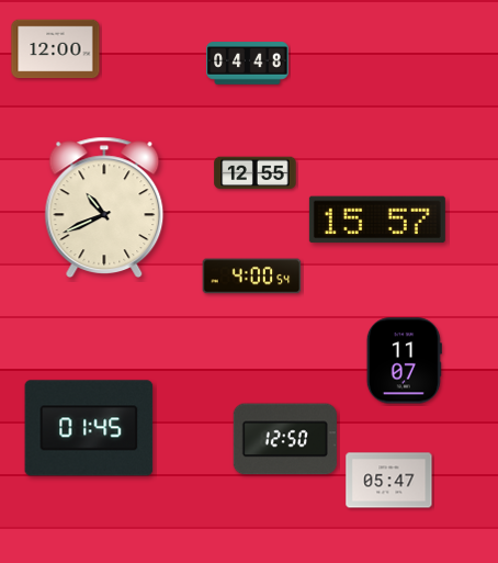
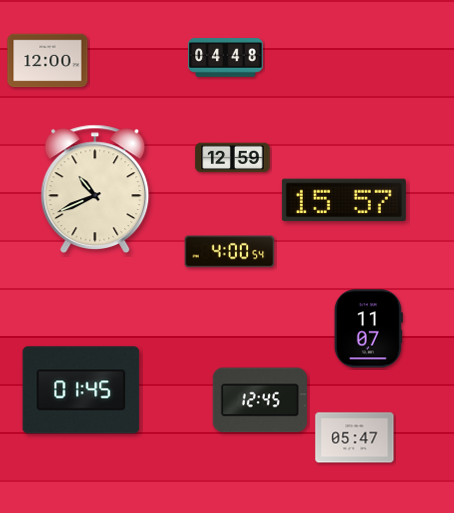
clock at (56, 49) position: (56, 49) -> (48, 61)
clock at (256, 173): 12:55 -> 12:59
clock at (285, 439): 12:50 -> 12:45
